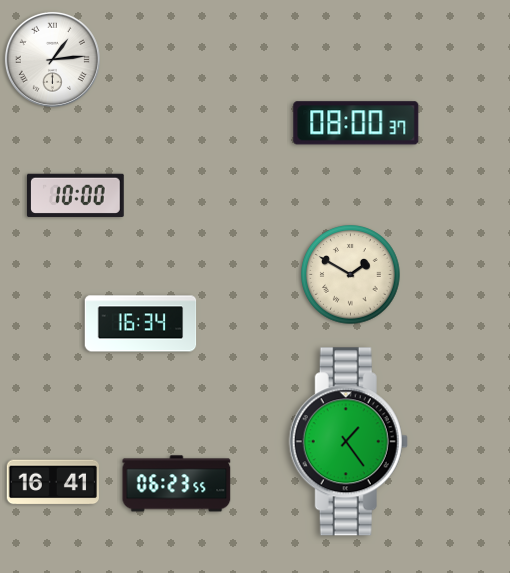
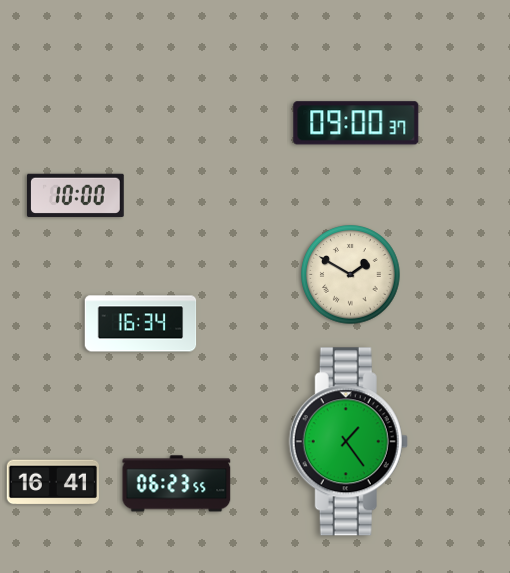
clock at (52, 59): 1:14 -> none
clock at (356, 123): 08:00 -> 09:00
